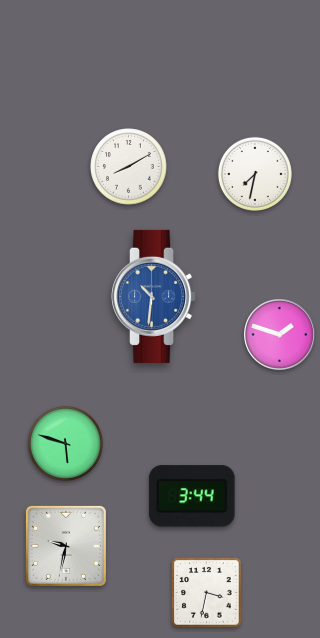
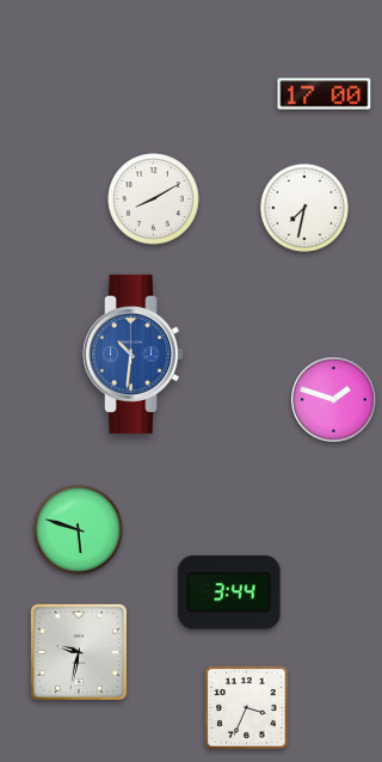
clock at (325, 94): none -> 17:00
clock at (154, 296) position: (154, 296) -> (134, 354)
clock at (207, 593): 3:32 -> 3:34
